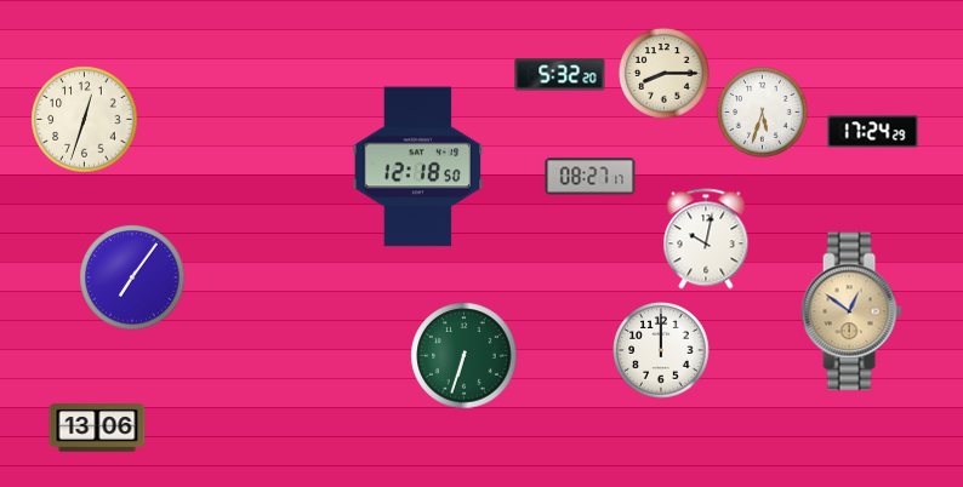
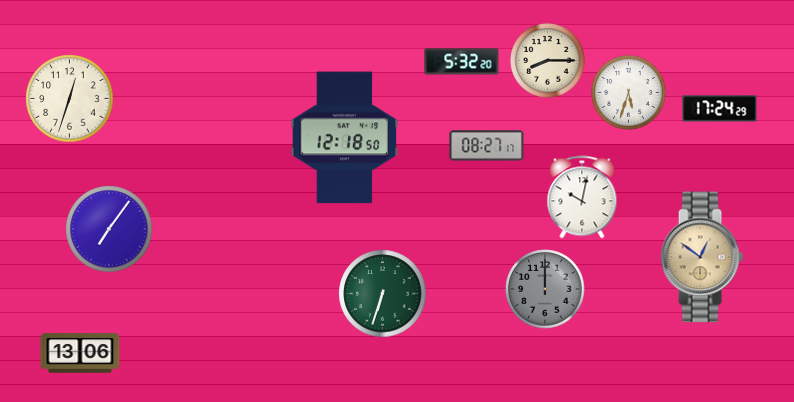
clock at (661, 350) dial: white -> grey
